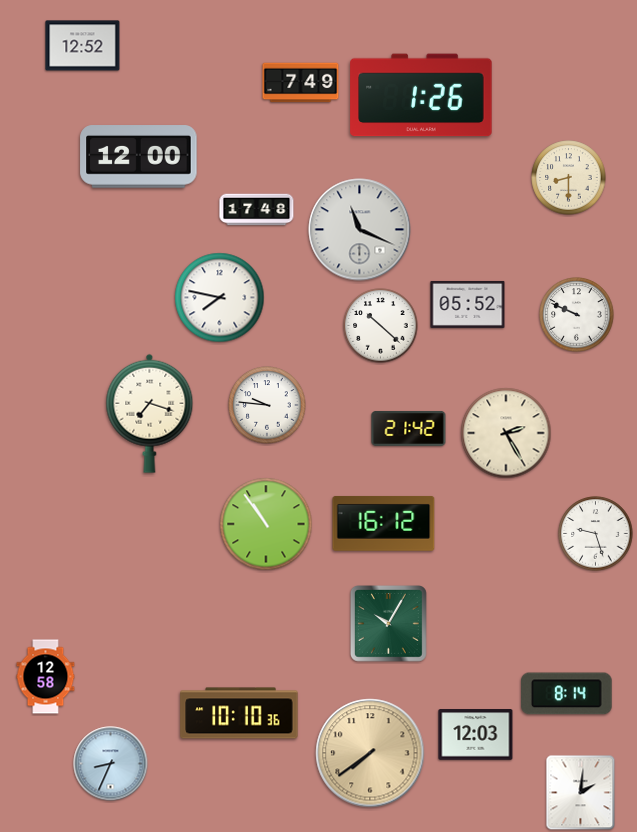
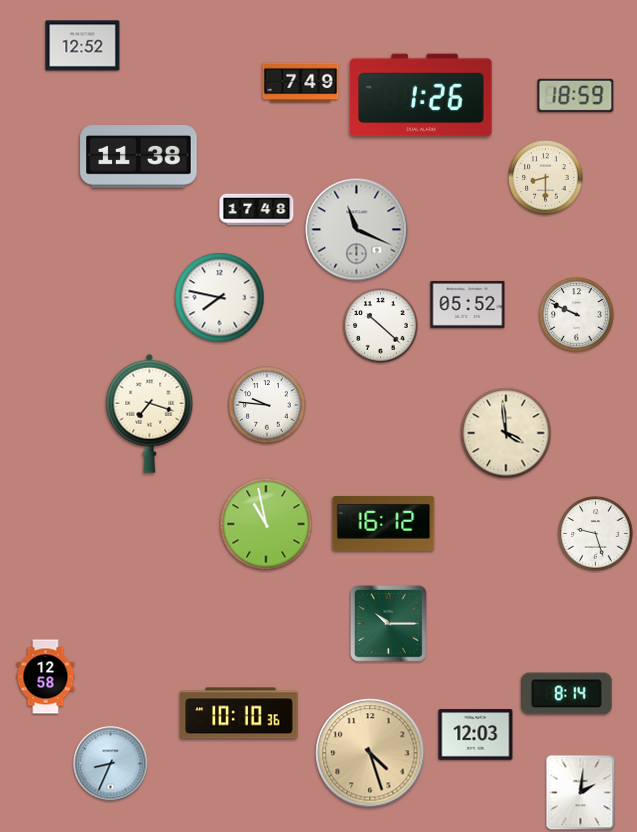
clock at (576, 95): none -> 18:59
clock at (139, 157): 12:00 -> 11:38
clock at (569, 178) position: (569, 178) -> (546, 178)
clock at (360, 230) position: (360, 230) -> (357, 230)
clock at (409, 428): 21:42 -> none
clock at (506, 433): 2:25 -> 3:59
clock at (266, 524): 10:54 -> 10:58
clock at (389, 624): 10:05 -> 10:15
clock at (370, 753): 7:39 -> 4:27
